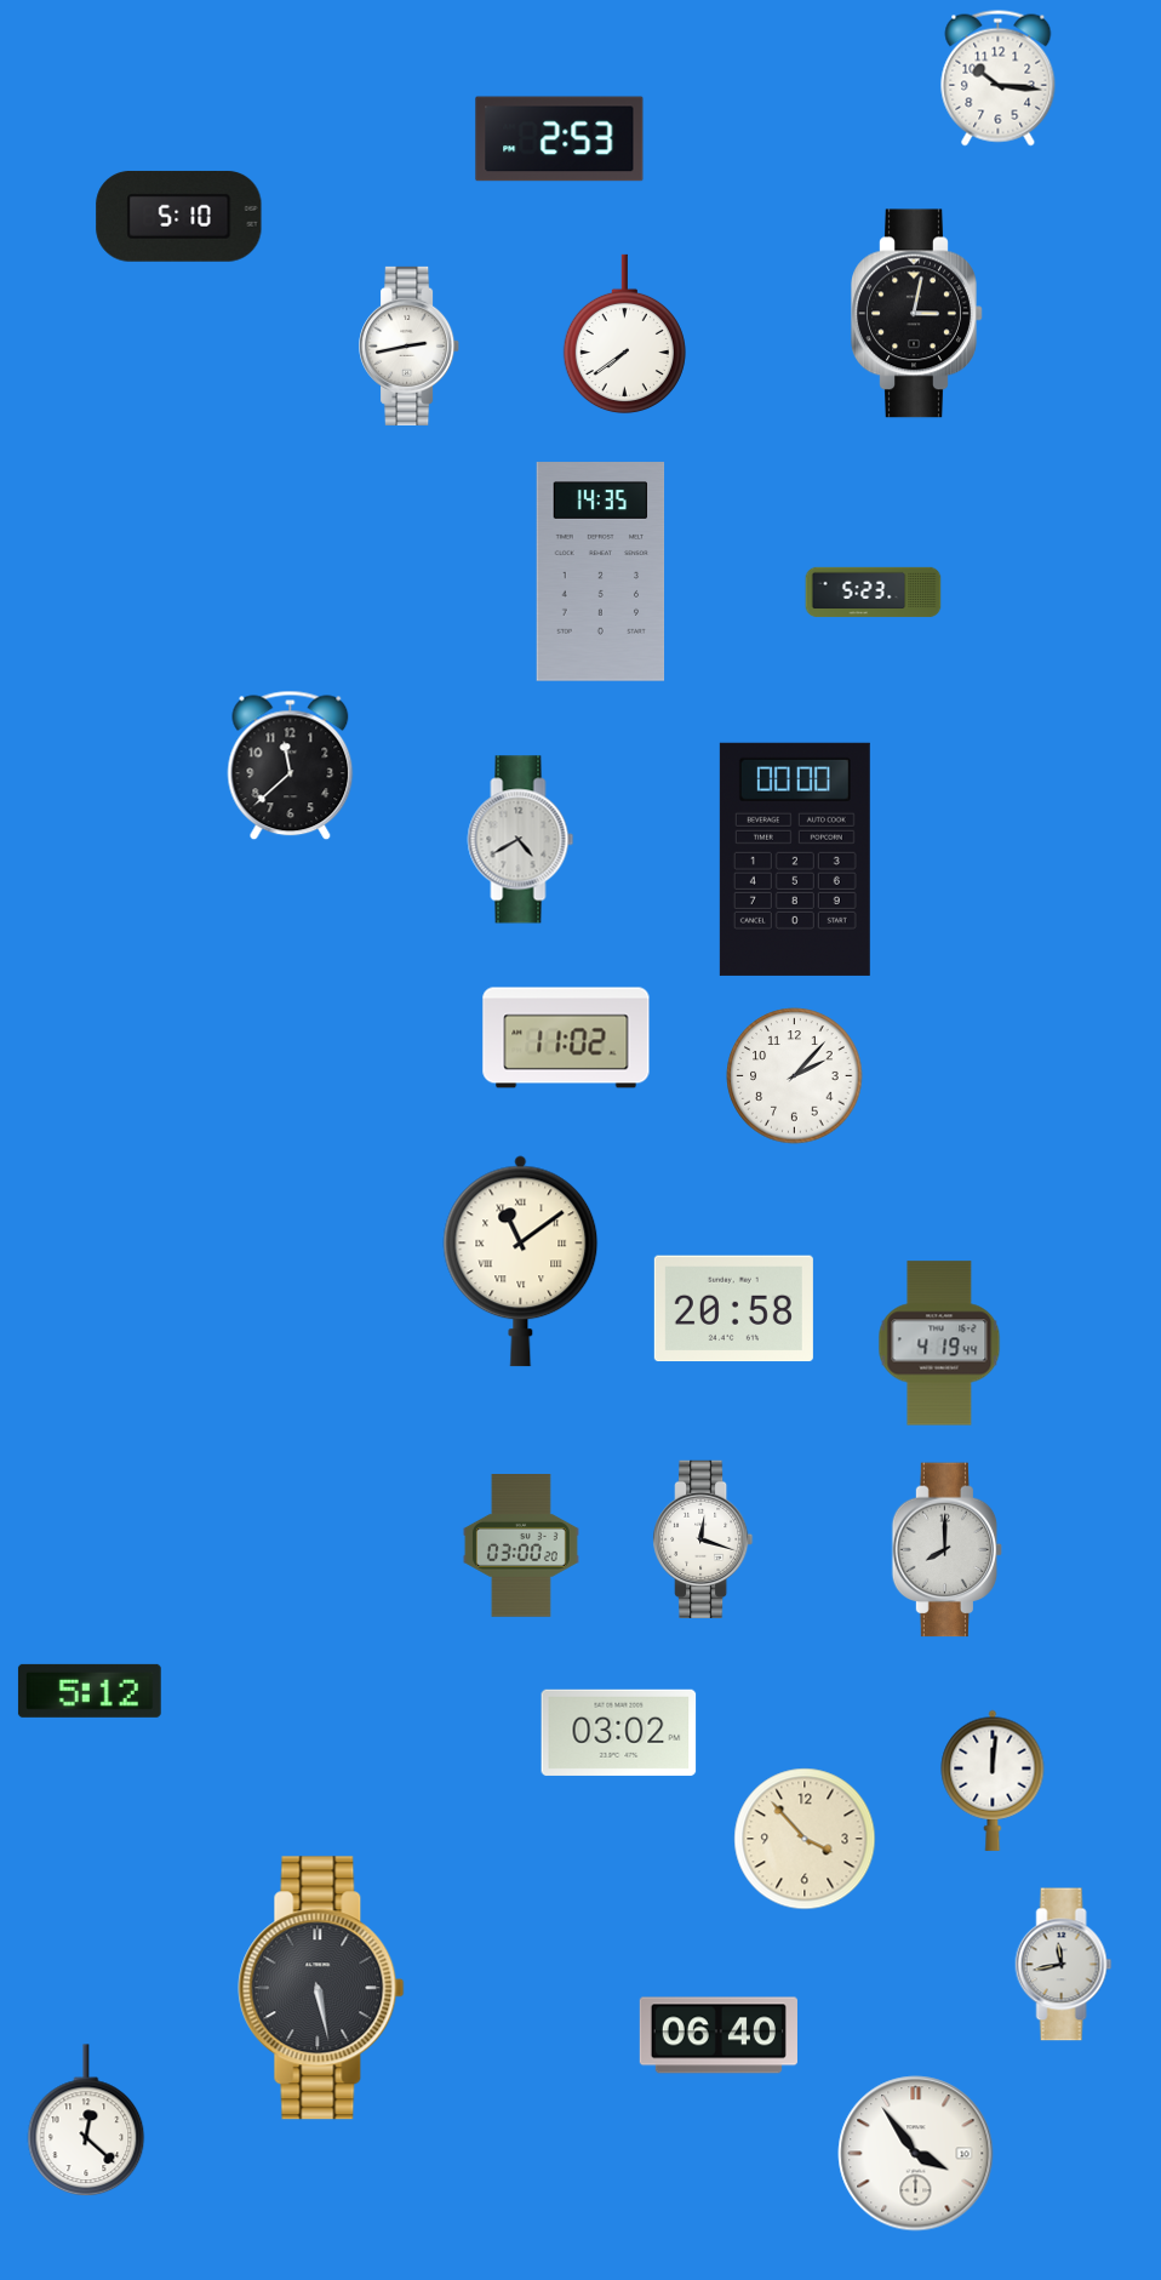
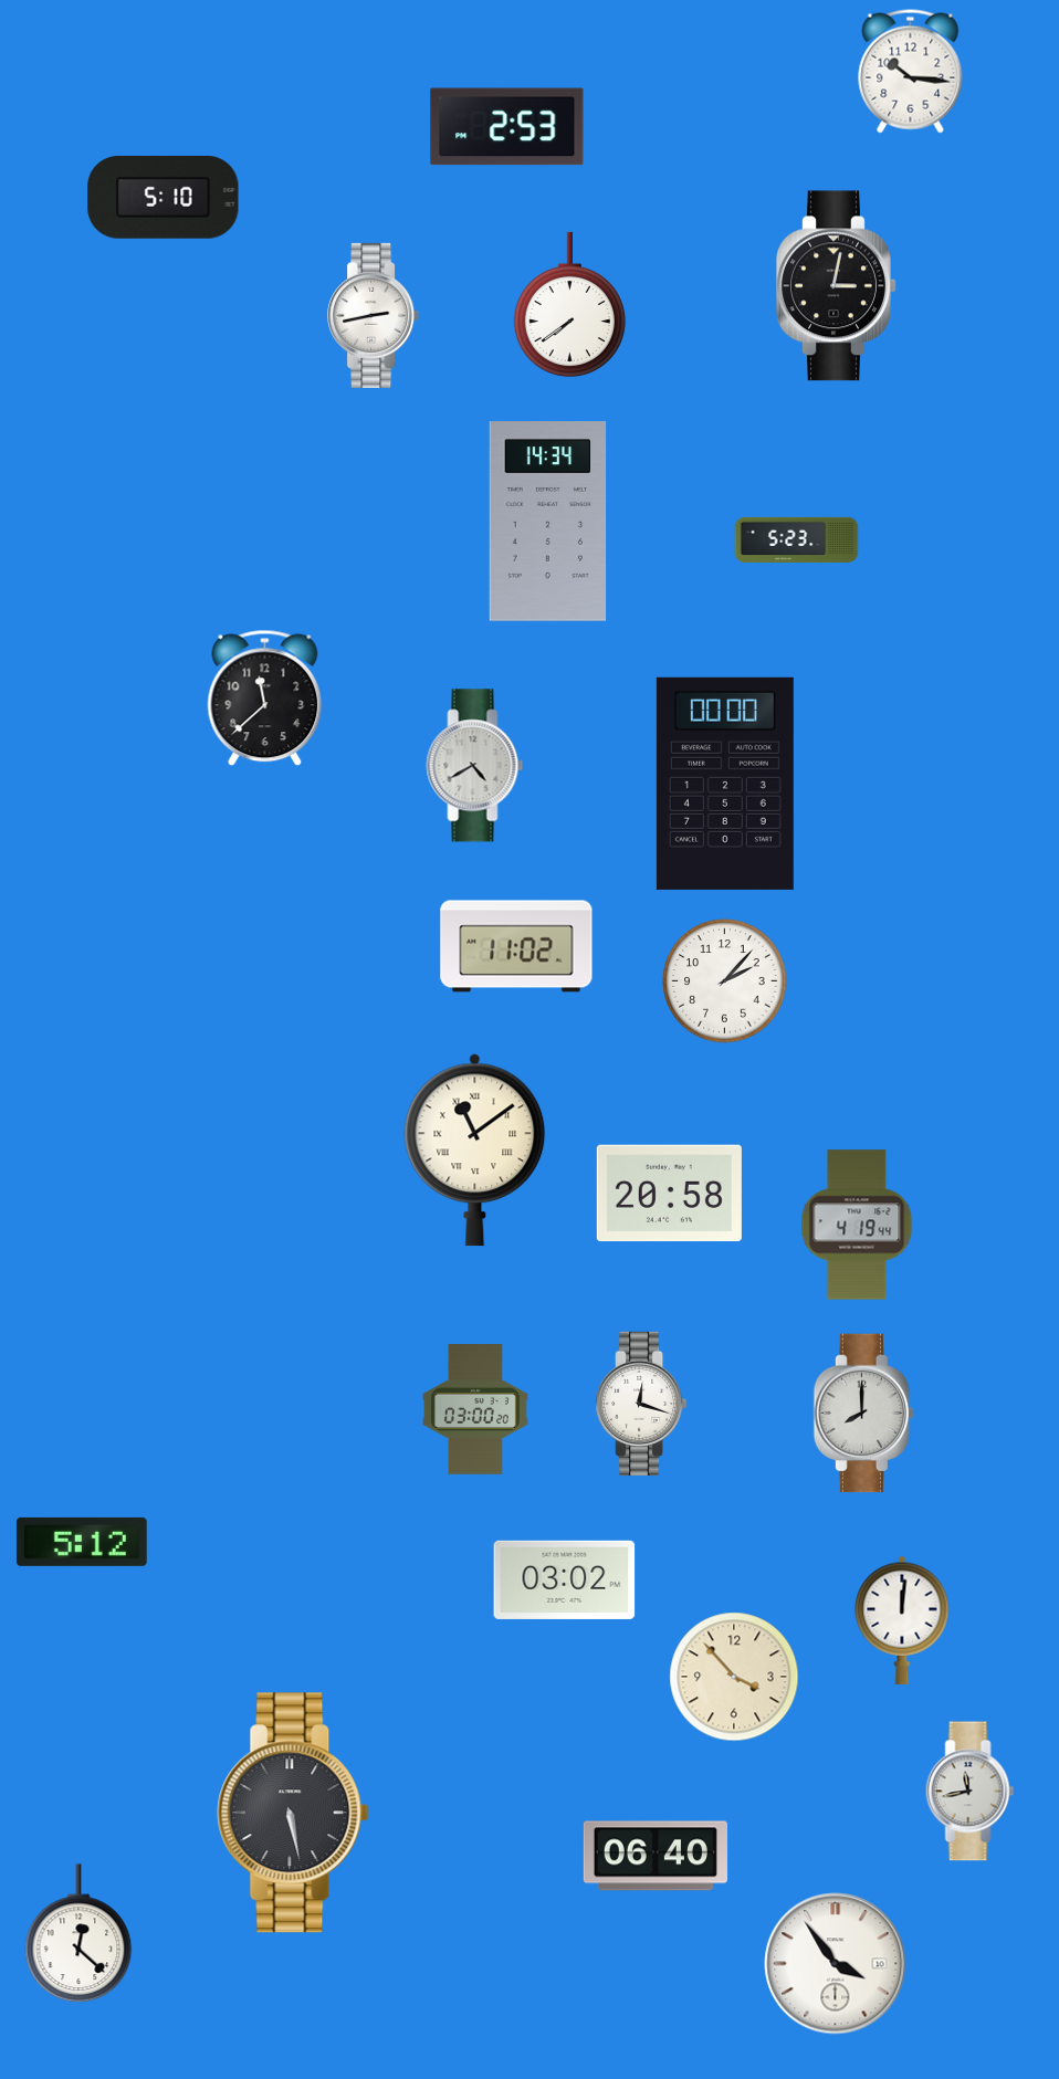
clock at (560, 139) position: (560, 139) -> (507, 127)
clock at (601, 572): 14:35 -> 14:34
clock at (993, 1781) position: (993, 1781) -> (902, 1620)
